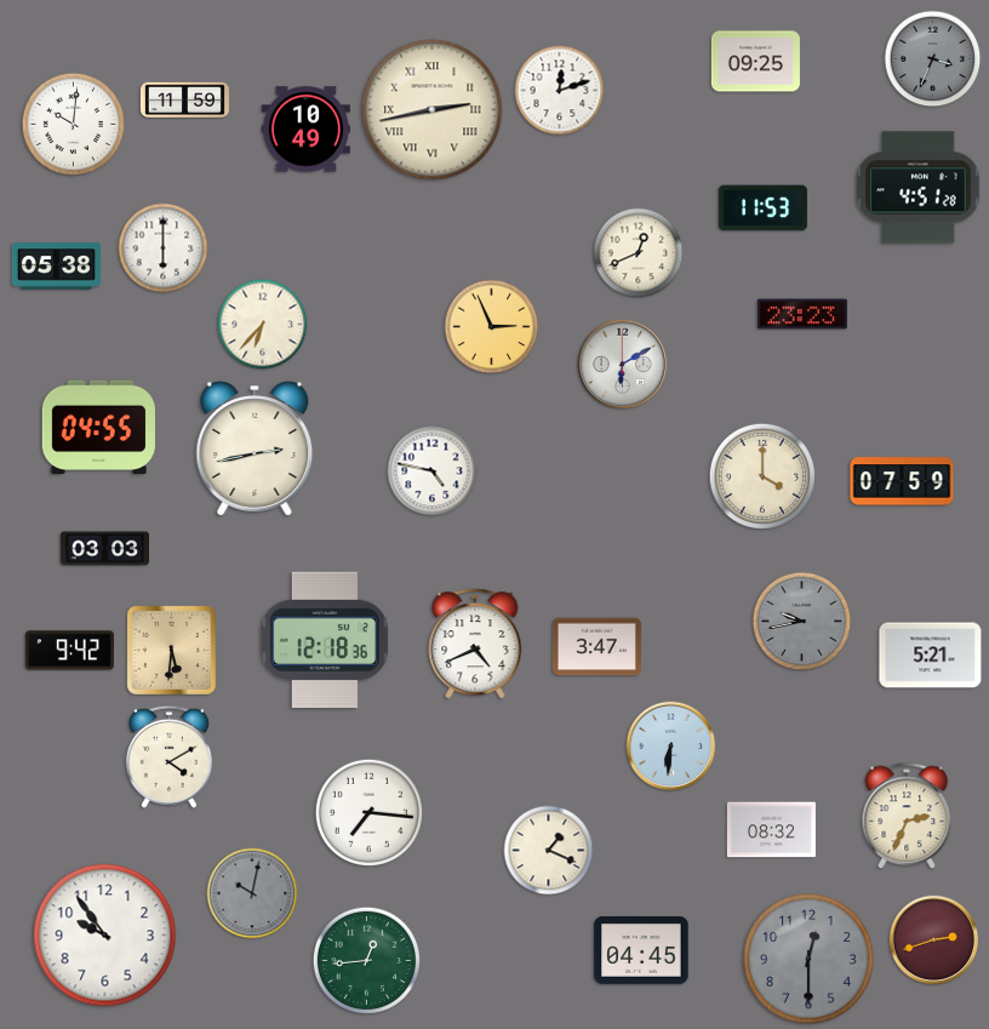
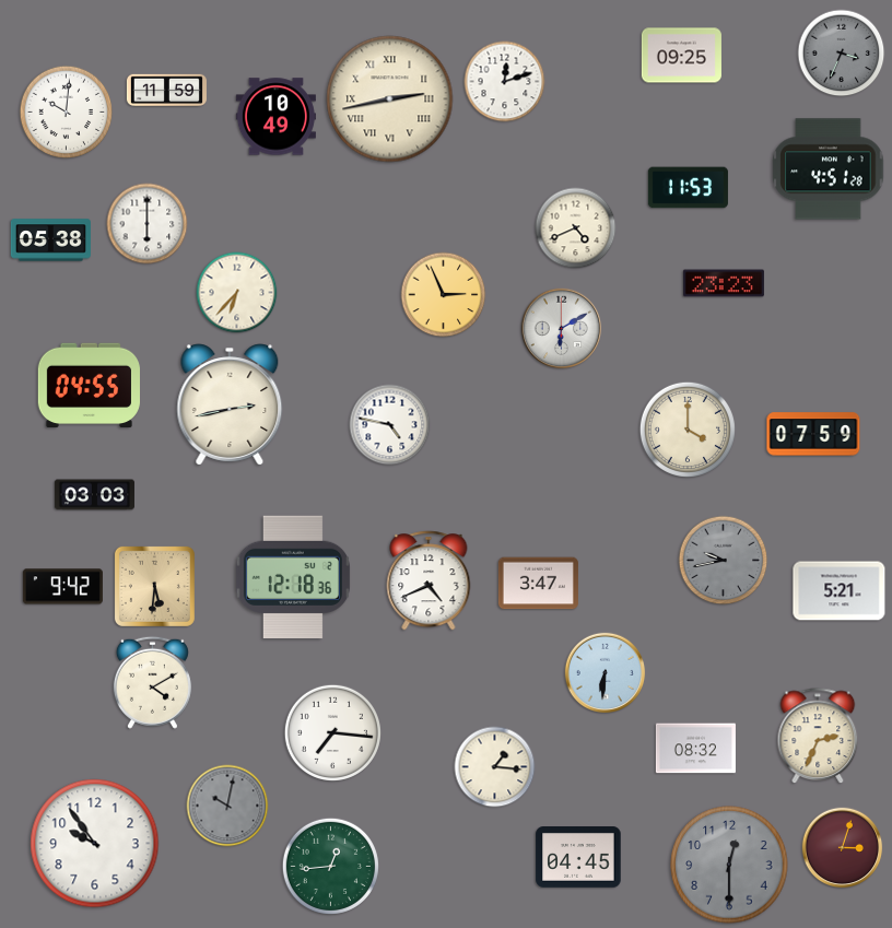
clock at (639, 253): 12:41 -> 4:41
clock at (549, 851): 1:19 -> 1:16
clock at (934, 941): 2:42 -> 3:03
